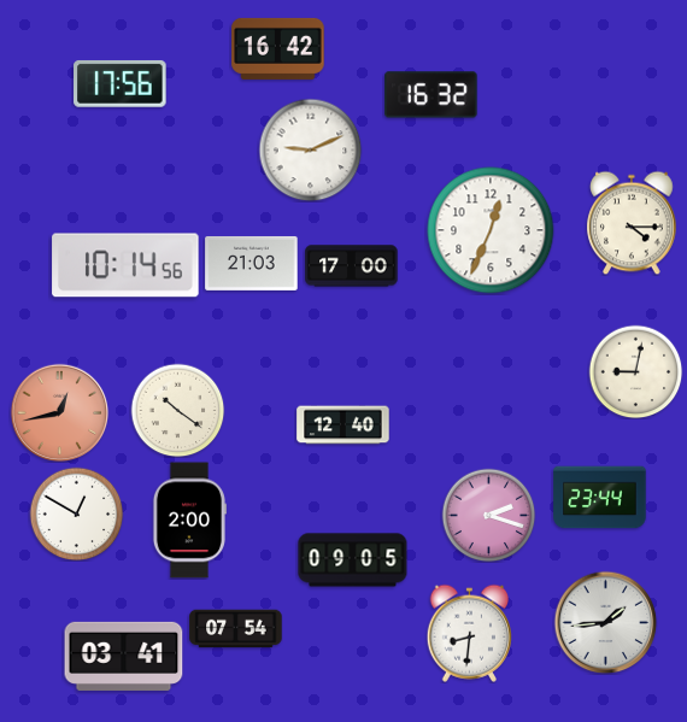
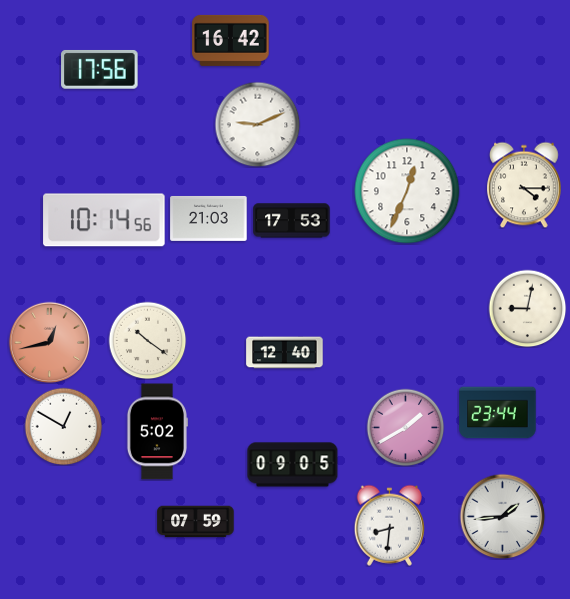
clock at (431, 95): 16:32 -> none
clock at (352, 266): 17:00 -> 17:53
clock at (488, 515): 2:18 -> 1:40
clock at (188, 521): 2:00 -> 5:02
clock at (236, 629): 07:54 -> 07:59
clock at (124, 656): 03:41 -> none
